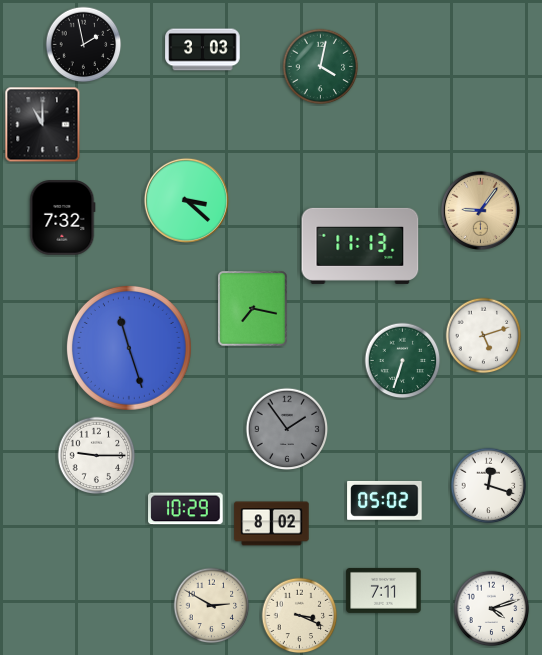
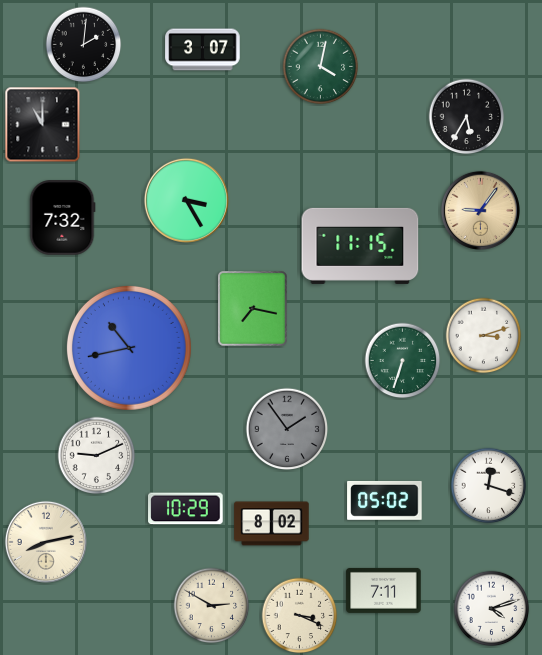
clock at (84, 45): 1:58 -> 2:01
clock at (203, 50): 3:03 -> 3:07
clock at (467, 117): none -> 5:35
clock at (186, 200): 3:22 -> 3:25
clock at (360, 246): 11:13 -> 11:15
clock at (484, 336): 5:12 -> 3:12
clock at (129, 348): 11:27 -> 10:43
clock at (97, 456): 9:15 -> 9:11
clock at (46, 542): none -> 8:13
